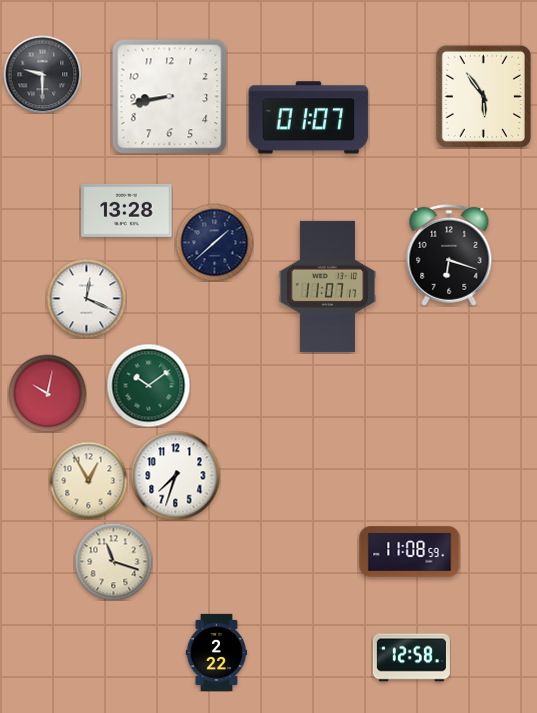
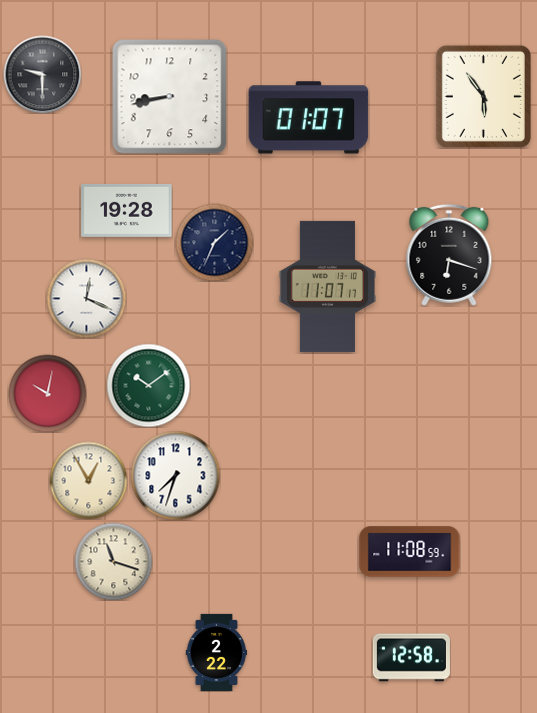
clock at (127, 210): 13:28 -> 19:28
clock at (214, 242): 1:38 -> 1:34
